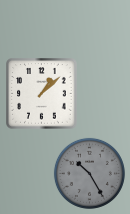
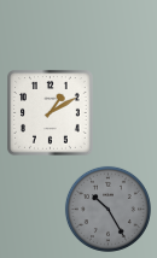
clock at (42, 94): 1:08 -> 1:10
